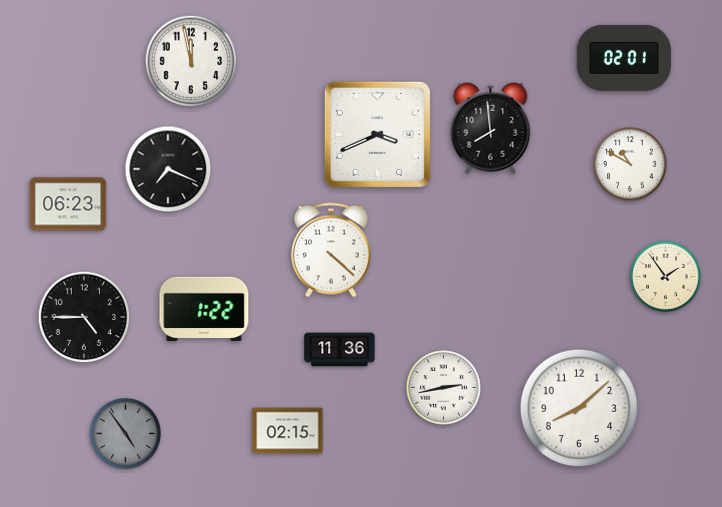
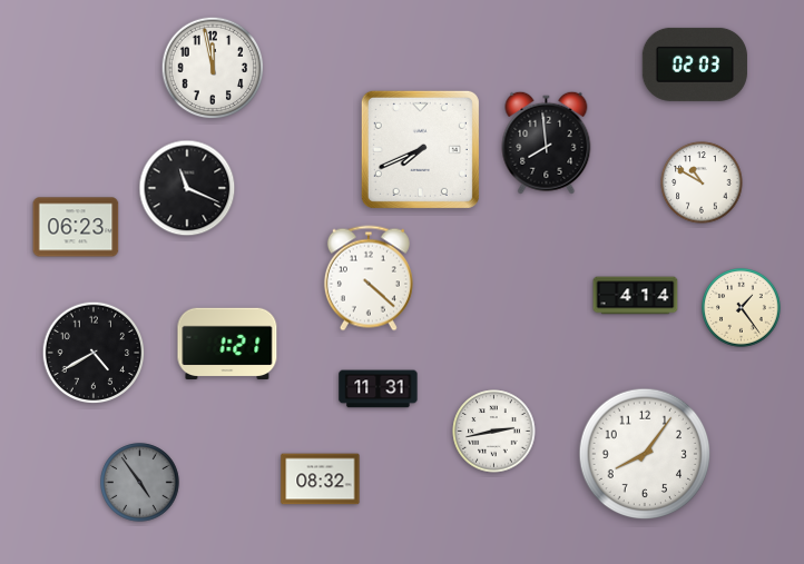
clock at (624, 58): 02:01 -> 02:03
clock at (377, 134): 3:41 -> 7:41
clock at (168, 169): 7:19 -> 11:19
clock at (636, 296): none -> 4:14
clock at (666, 277): 1:54 -> 1:24
clock at (204, 309): 1:22 -> 1:21
clock at (84, 317): 4:45 -> 4:40
clock at (340, 350): 11:36 -> 11:31
clock at (579, 408): 8:08 -> 8:06
clock at (288, 431): 02:15 -> 08:32
